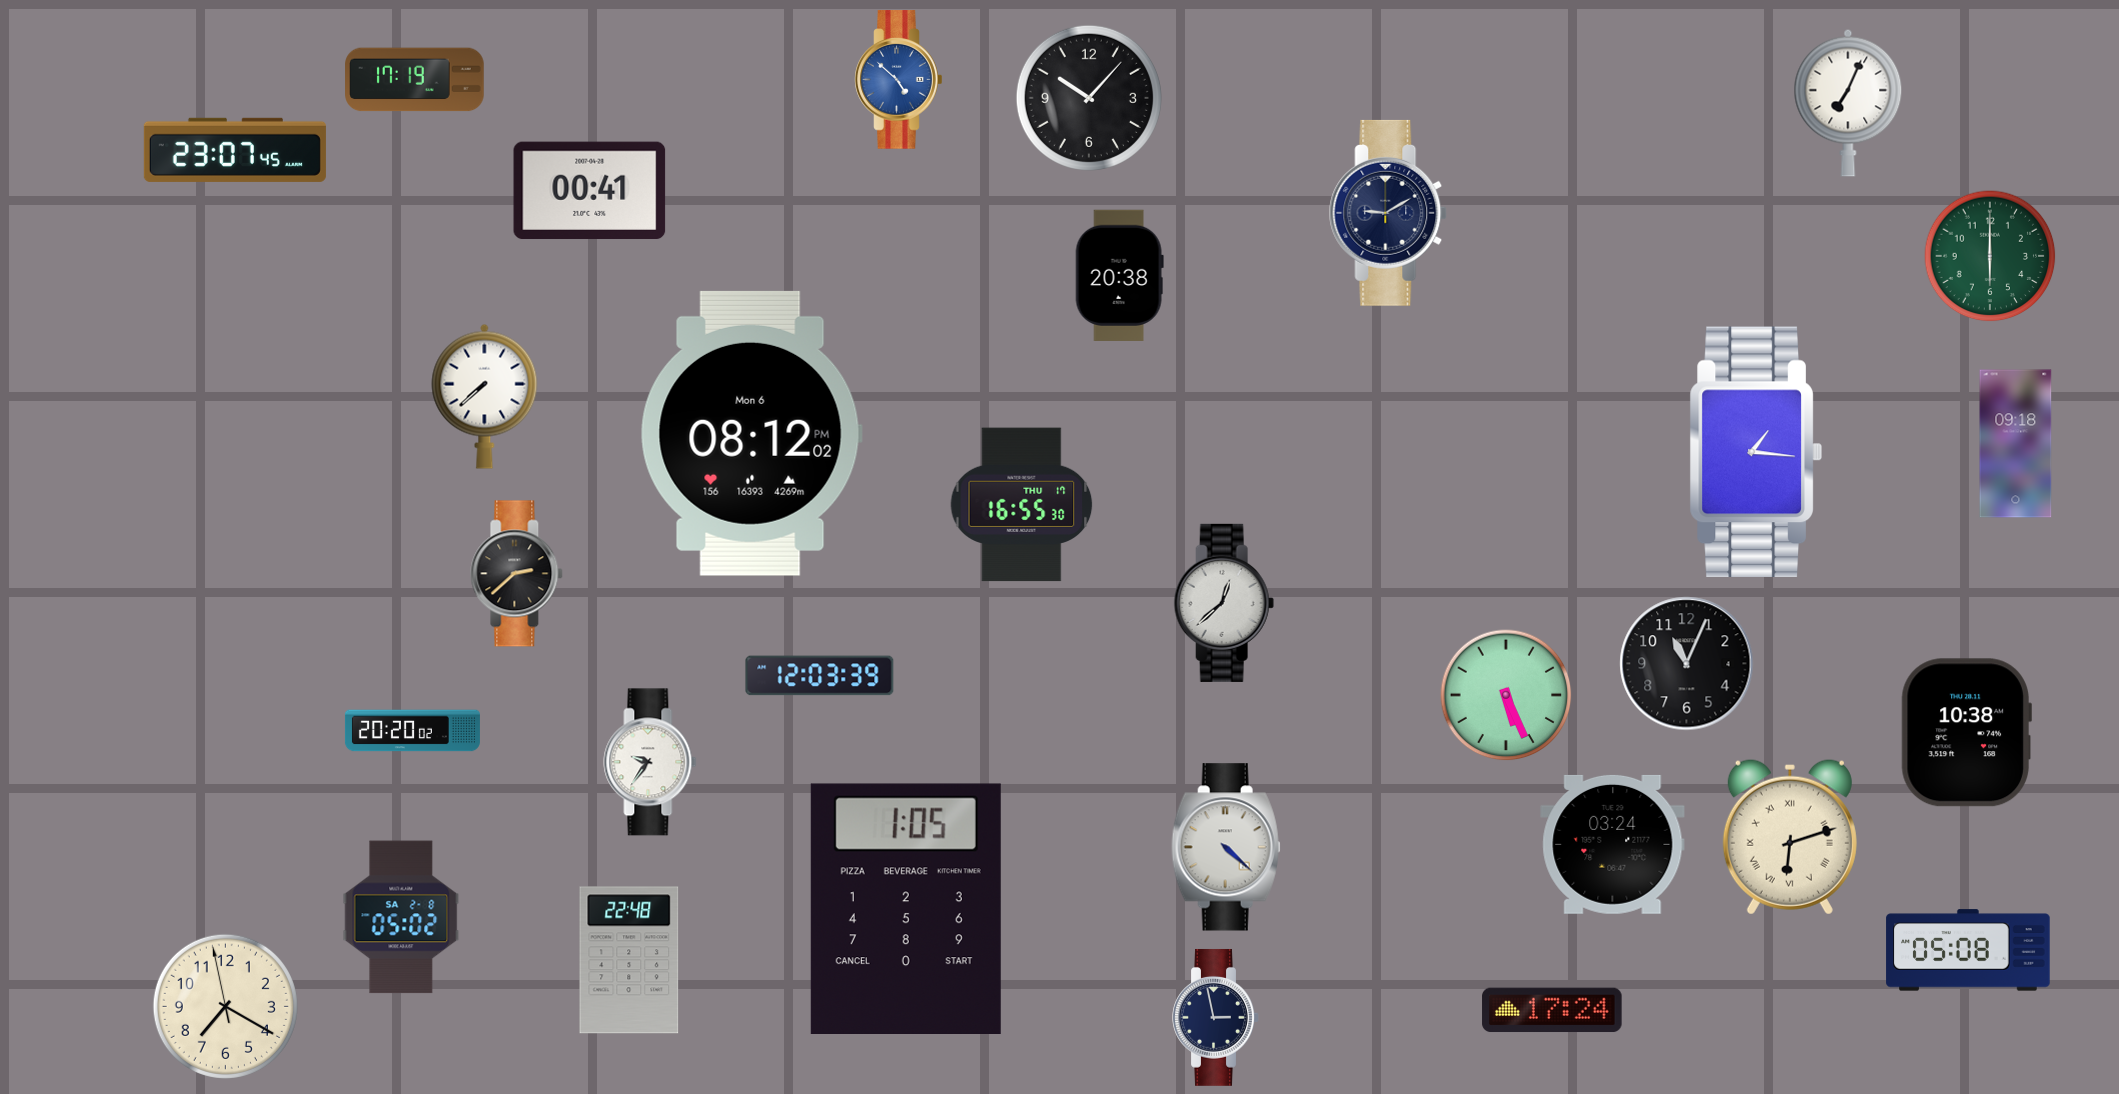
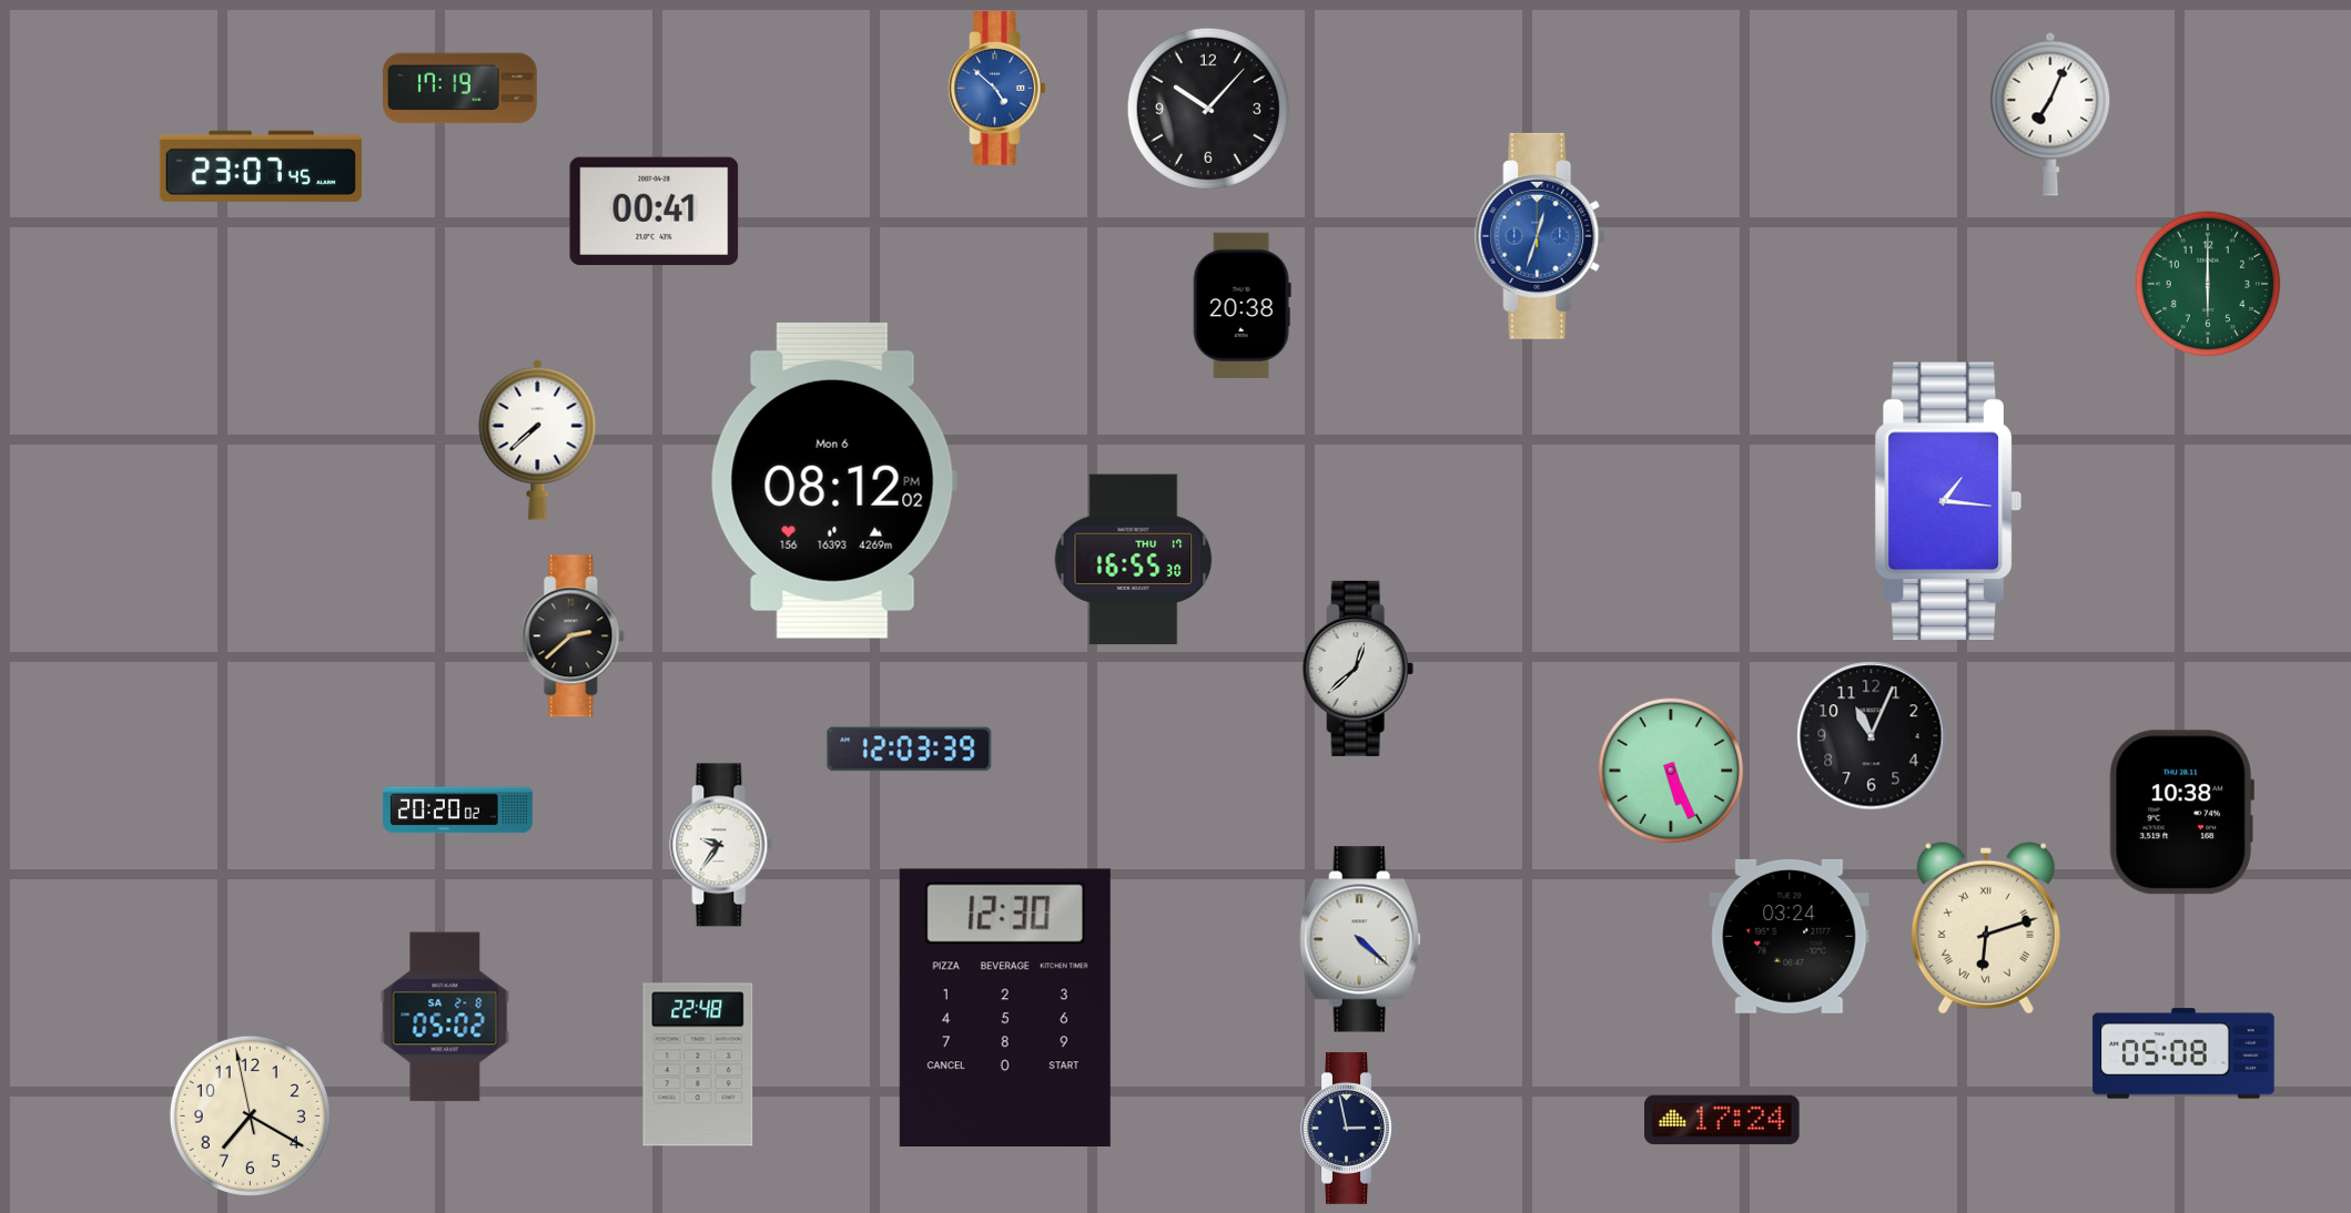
clock at (1389, 213): 9:10 -> 12:33
clock at (1389, 213) dial: navy -> blue
clock at (2016, 444): 09:18 -> none
clock at (906, 908): 1:05 -> 12:30
